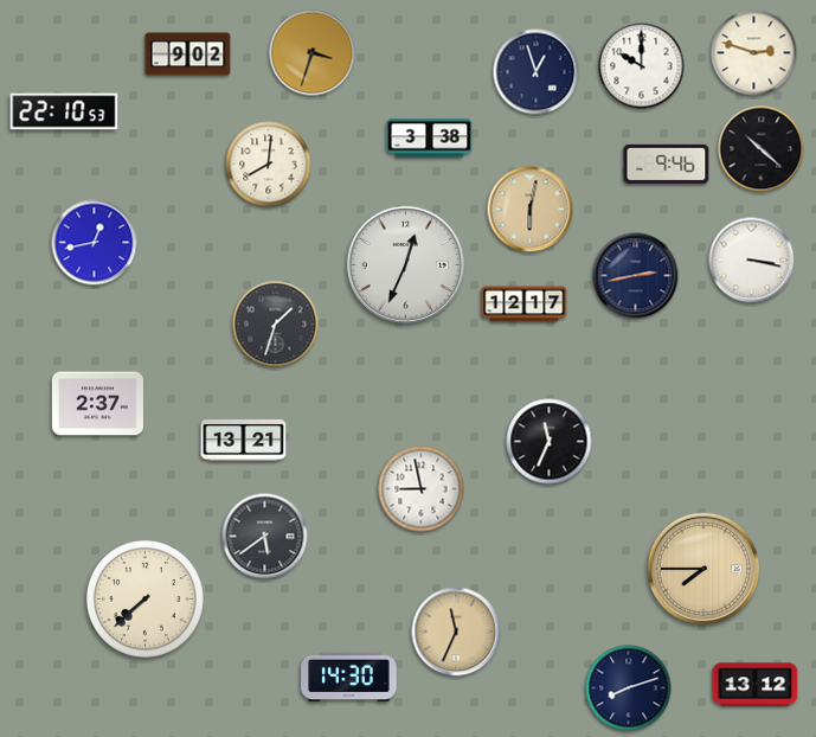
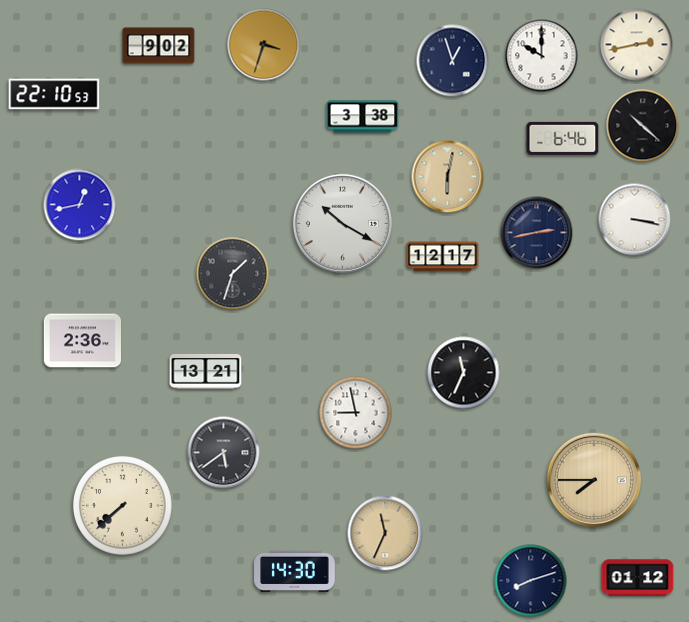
clock at (754, 53): 2:48 -> 2:43
clock at (667, 164): 9:46 -> 6:46
clock at (269, 165): 8:01 -> none
clock at (405, 264): 12:34 -> 10:20
clock at (97, 404): 2:37 -> 2:36
clock at (756, 685): 13:12 -> 01:12
